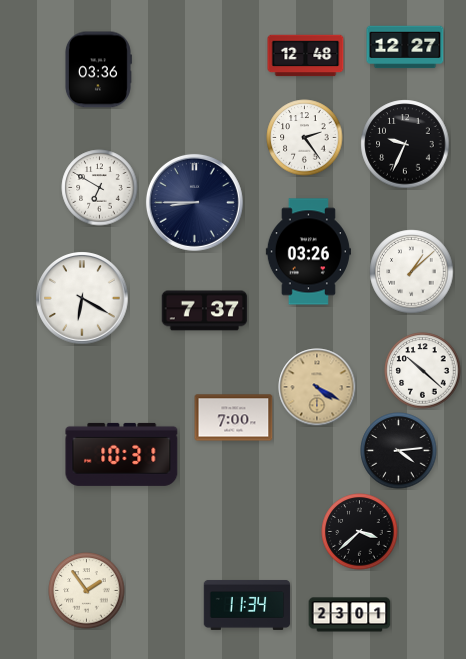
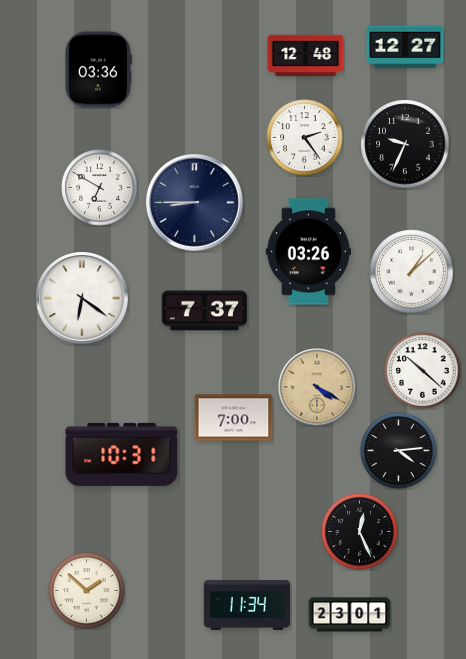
clock at (82, 298): 6:20 -> 6:21
clock at (360, 532): 3:38 -> 12:26
clock at (87, 591): 1:54 -> 1:52
